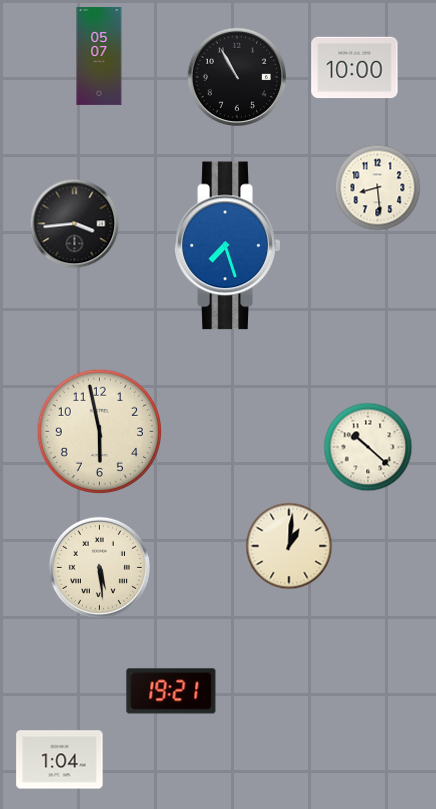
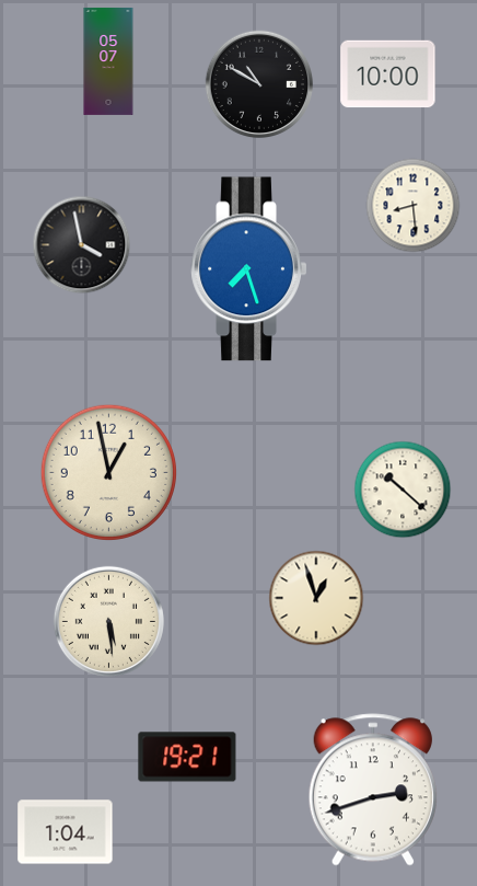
clock at (236, 76): 10:55 -> 10:50
clock at (75, 224): 3:44 -> 3:58
clock at (99, 431): 5:58 -> 12:58
clock at (289, 546): 1:01 -> 12:57
clock at (373, 790): none -> 2:42
